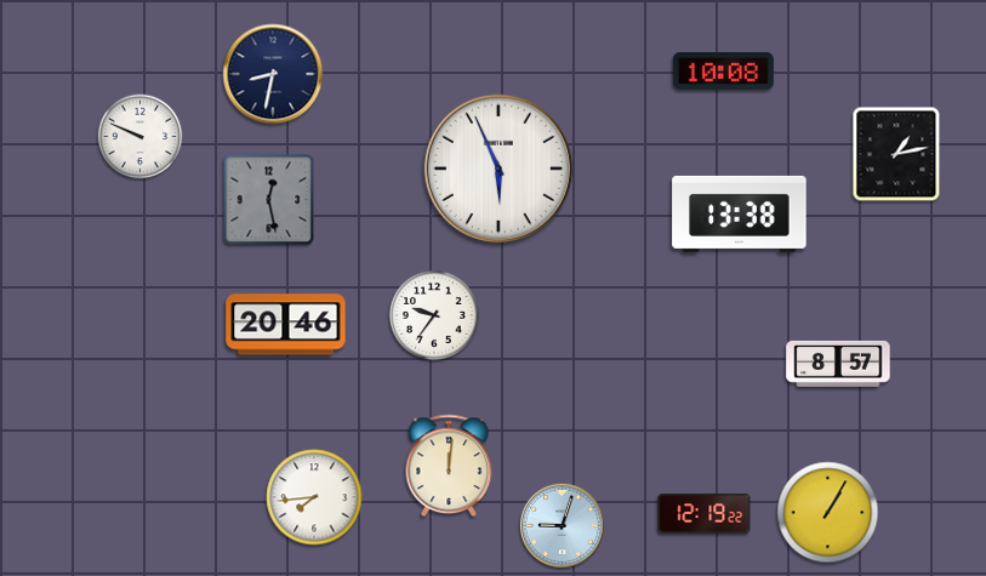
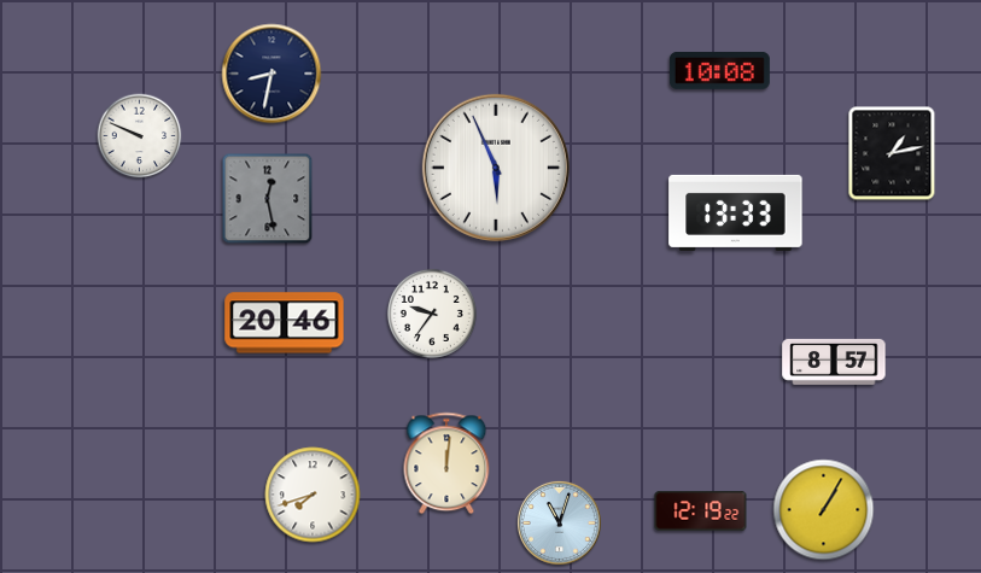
clock at (740, 213): 13:38 -> 13:33
clock at (314, 497): 7:44 -> 7:42
clock at (562, 525): 9:03 -> 11:03
